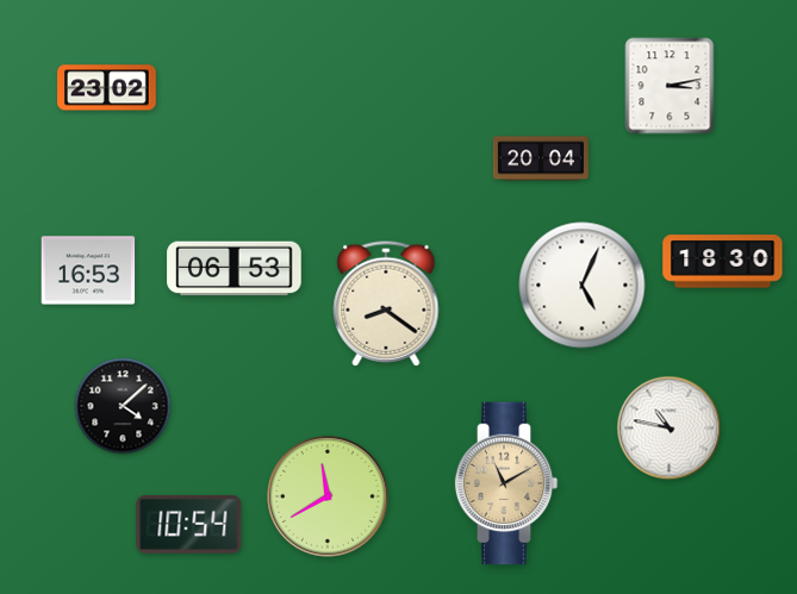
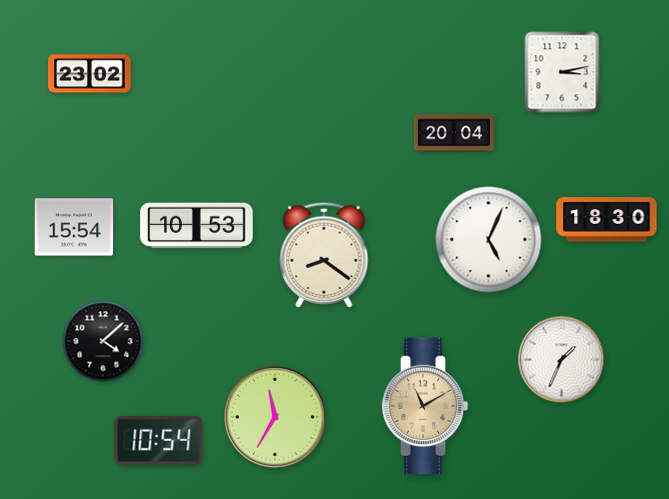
clock at (235, 269): 06:53 -> 10:53
clock at (88, 270): 16:53 -> 15:54
clock at (670, 429): 10:47 -> 1:34
clock at (328, 496): 11:40 -> 11:35
